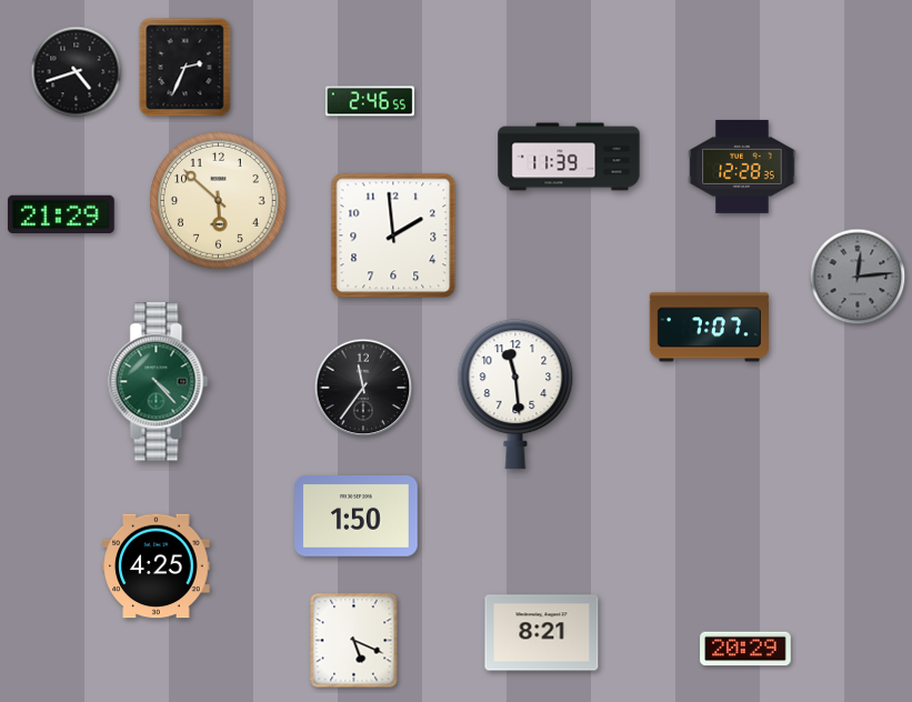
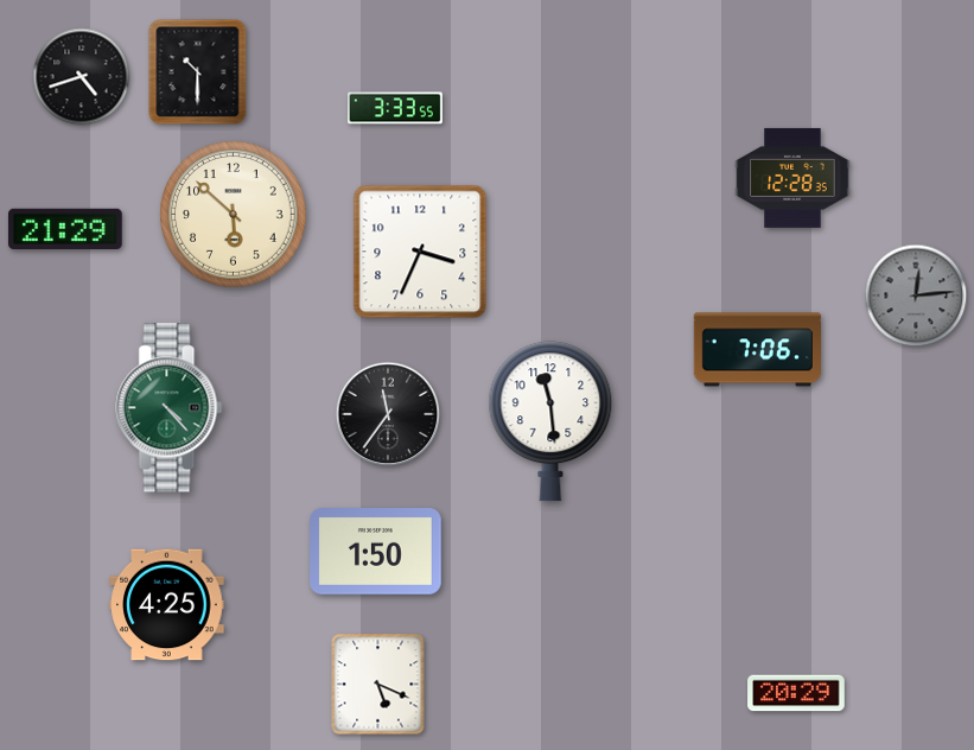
clock at (186, 68): 2:34 -> 10:30
clock at (370, 101): 2:46 -> 3:33
clock at (569, 157): 11:39 -> none
clock at (393, 235): 1:59 -> 3:34
clock at (709, 328): 7:07 -> 7:06
clock at (357, 517) position: (357, 517) -> (376, 552)
clock at (542, 633): 8:21 -> none
